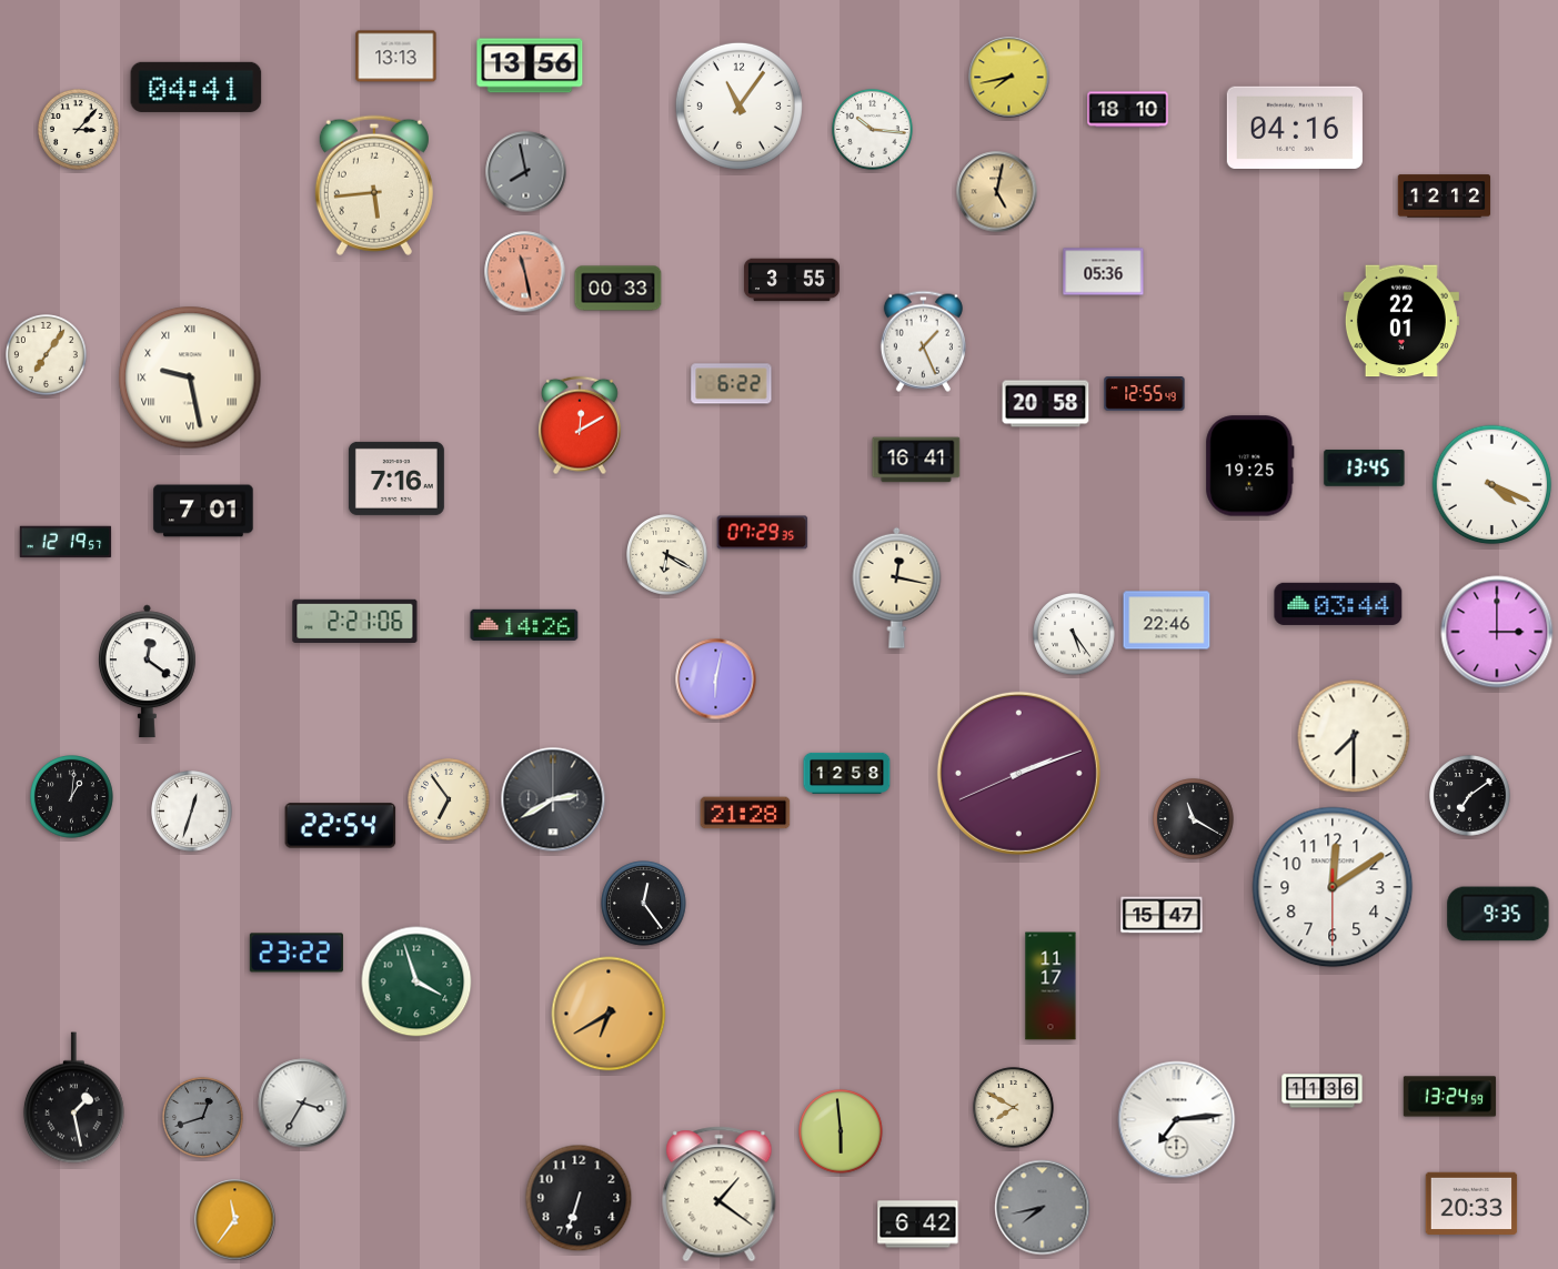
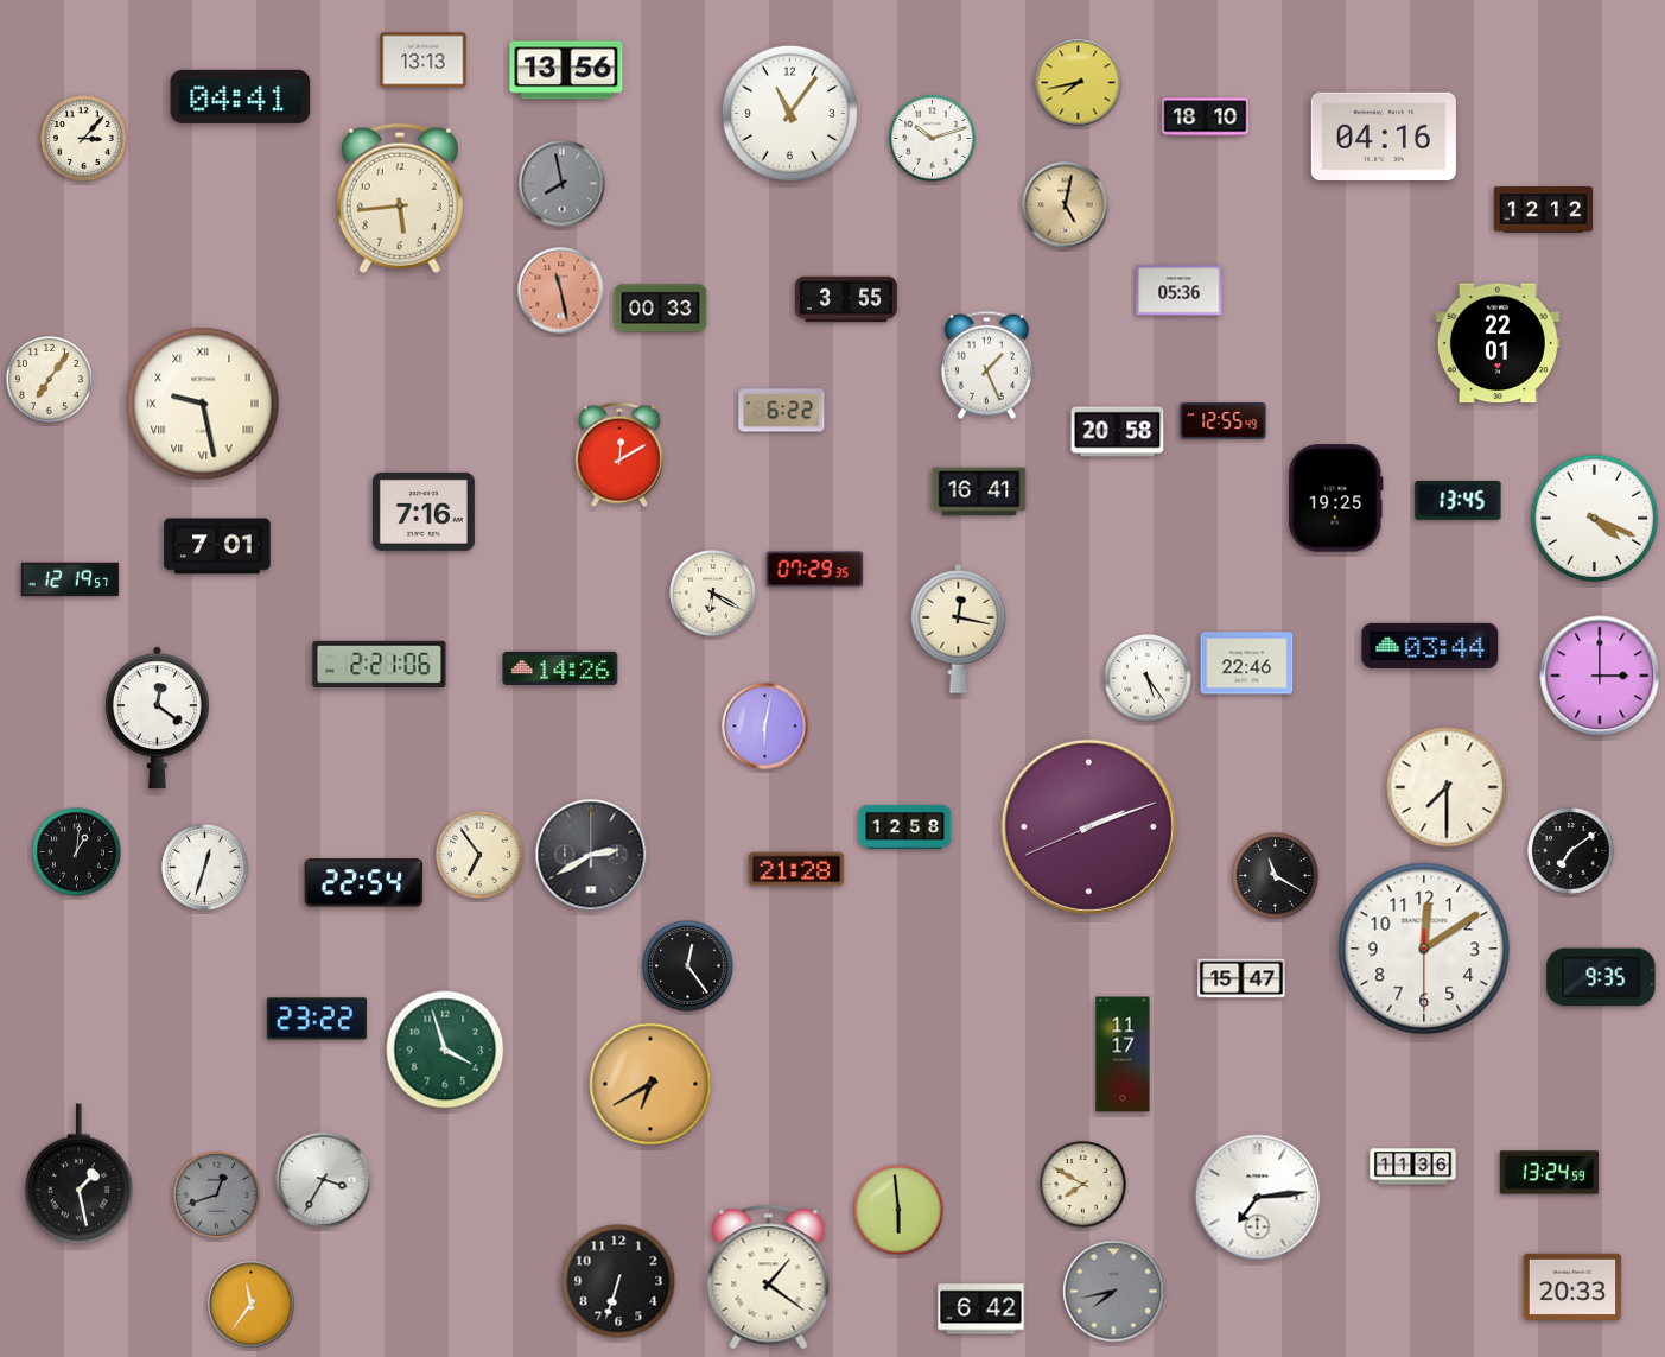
clock at (197, 87) position: (197, 87) -> (241, 96)
clock at (873, 130): 10:16 -> 10:12
